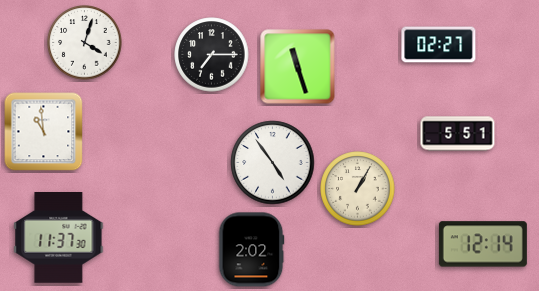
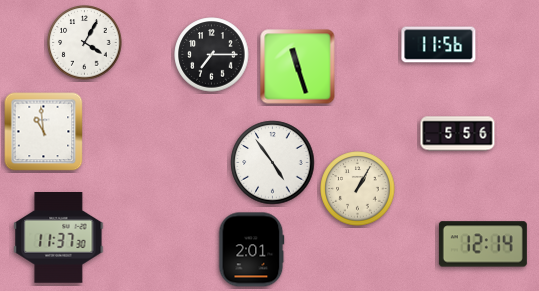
clock at (85, 43): 4:03 -> 4:05
clock at (439, 45): 02:27 -> 11:56
clock at (458, 134): 5:51 -> 5:56
clock at (252, 250): 2:02 -> 2:01
